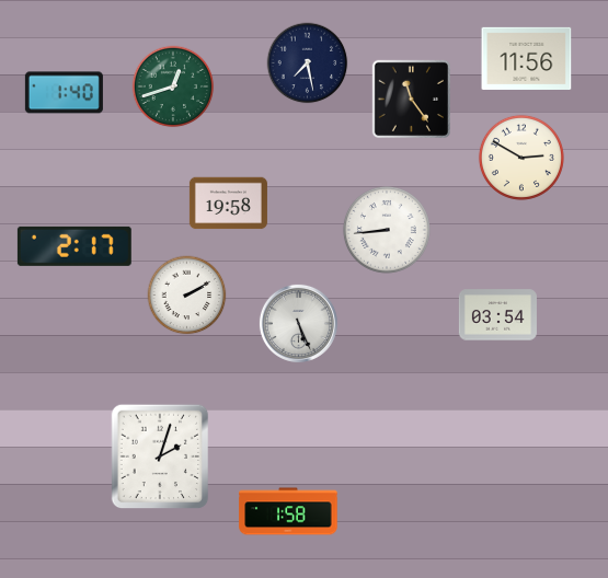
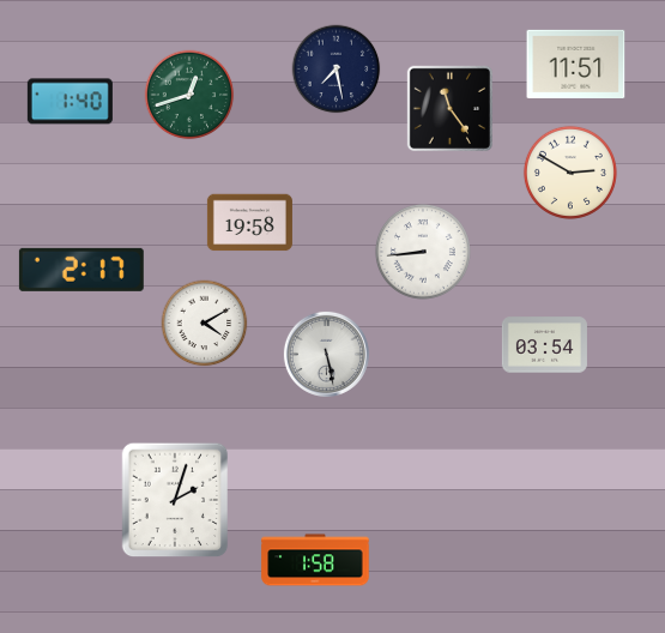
clock at (527, 58): 11:56 -> 11:51
clock at (187, 296): 2:10 -> 4:10
clock at (298, 323): 5:26 -> 5:28
